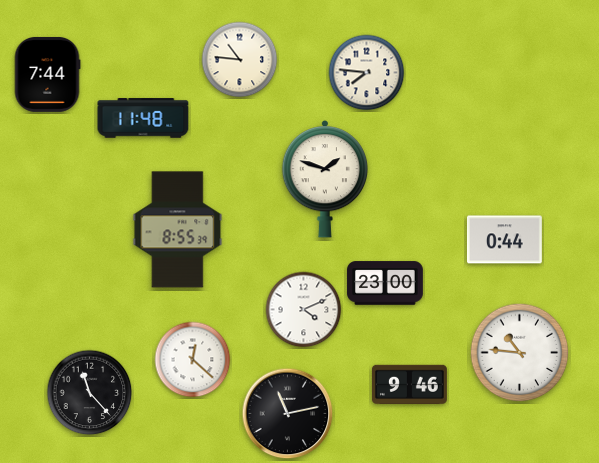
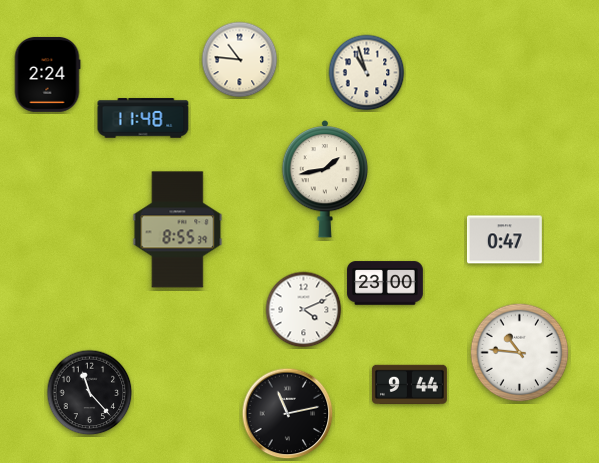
clock at (367, 73): 7:46 -> 10:57
clock at (47, 74): 7:44 -> 2:24
clock at (325, 180): 1:48 -> 1:43
clock at (504, 240): 0:44 -> 0:47
clock at (193, 360): 12:22 -> none
clock at (409, 384): 9:46 -> 9:44
